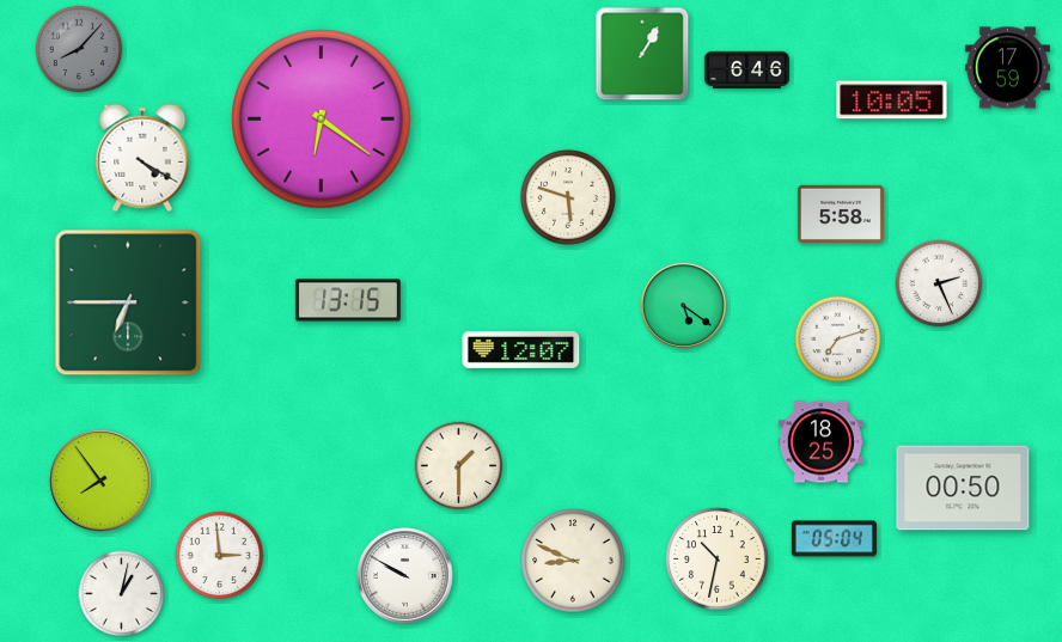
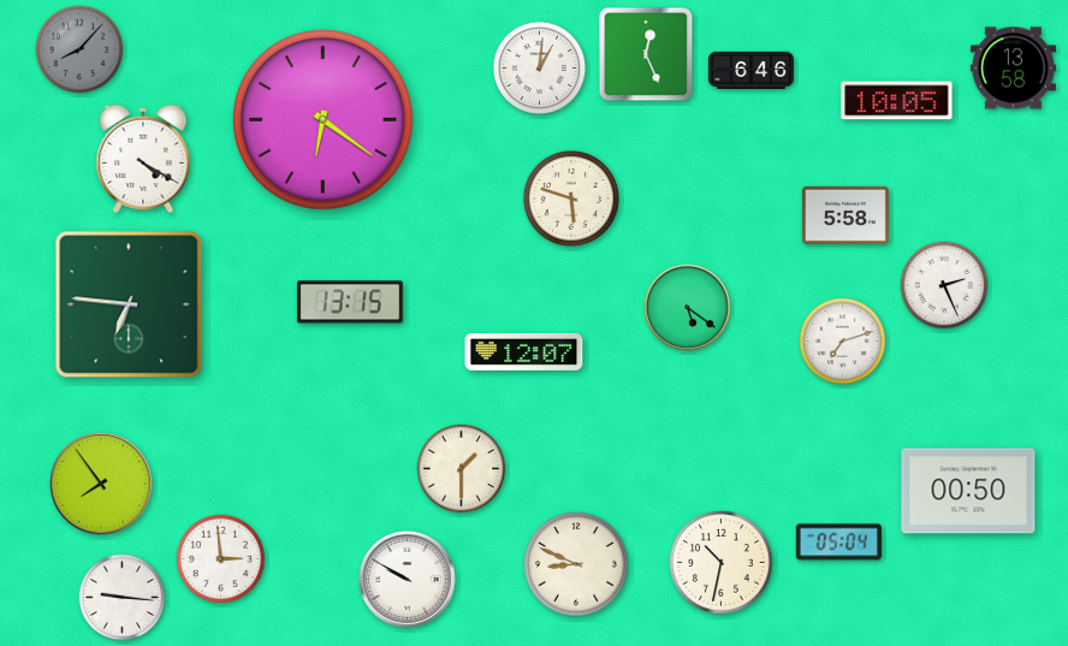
clock at (642, 54): 1:05 -> 12:26
clock at (539, 67): none -> 1:01
clock at (1007, 68): 17:59 -> 13:58
clock at (128, 302): 6:45 -> 6:46
clock at (820, 442): 18:25 -> none
clock at (122, 594): 1:02 -> 9:16
